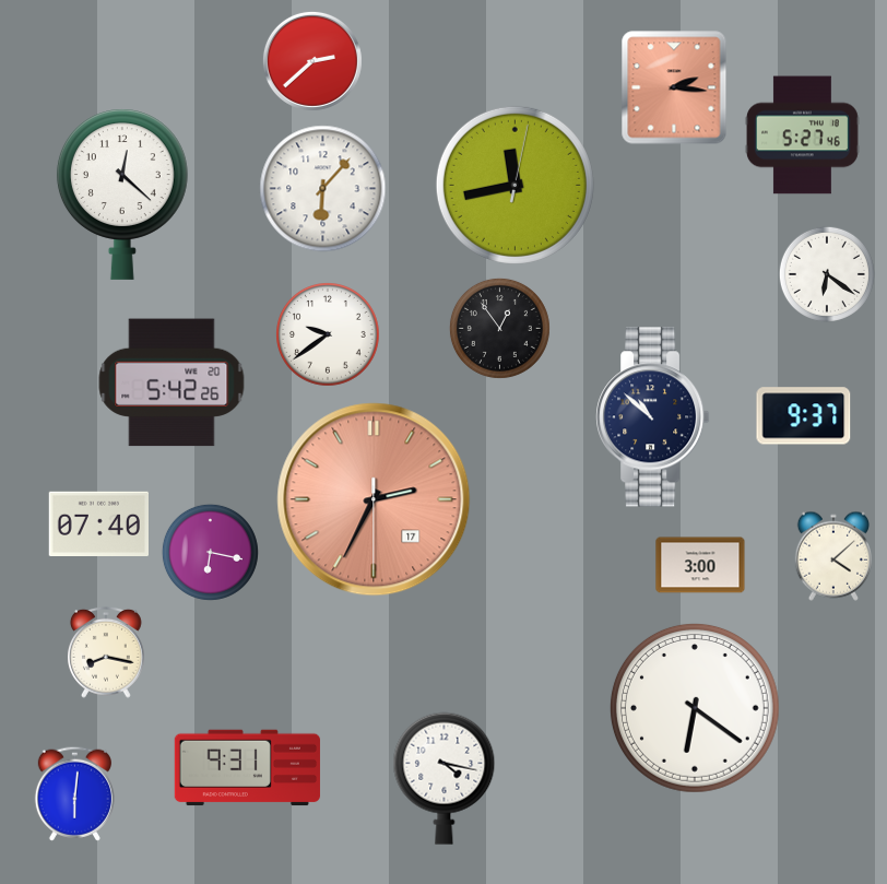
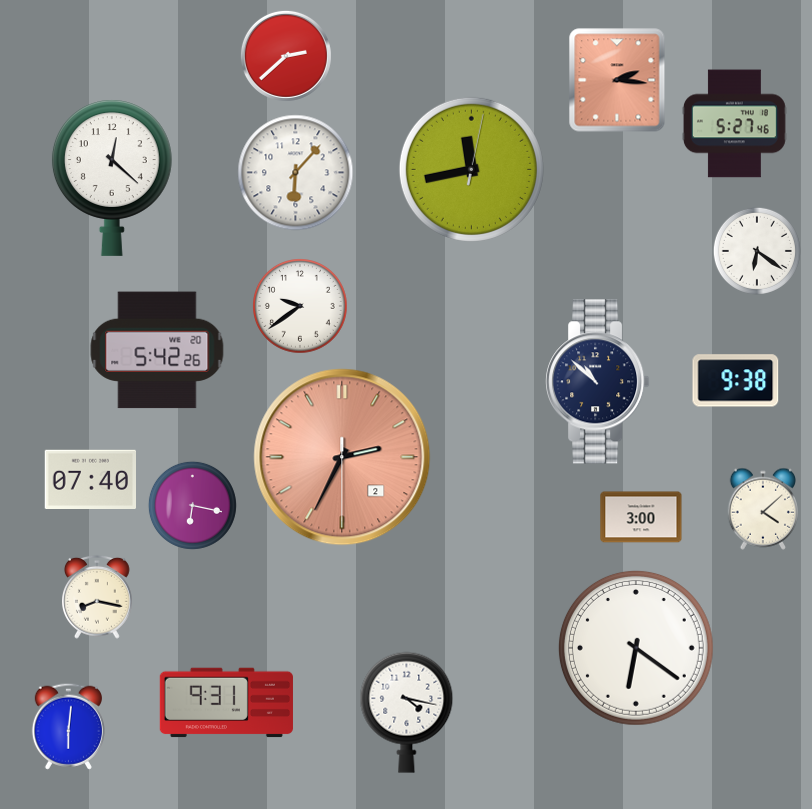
clock at (499, 328): 12:54 -> none
clock at (804, 416): 9:37 -> 9:38
clock at (374, 499) date: 17 -> 2
